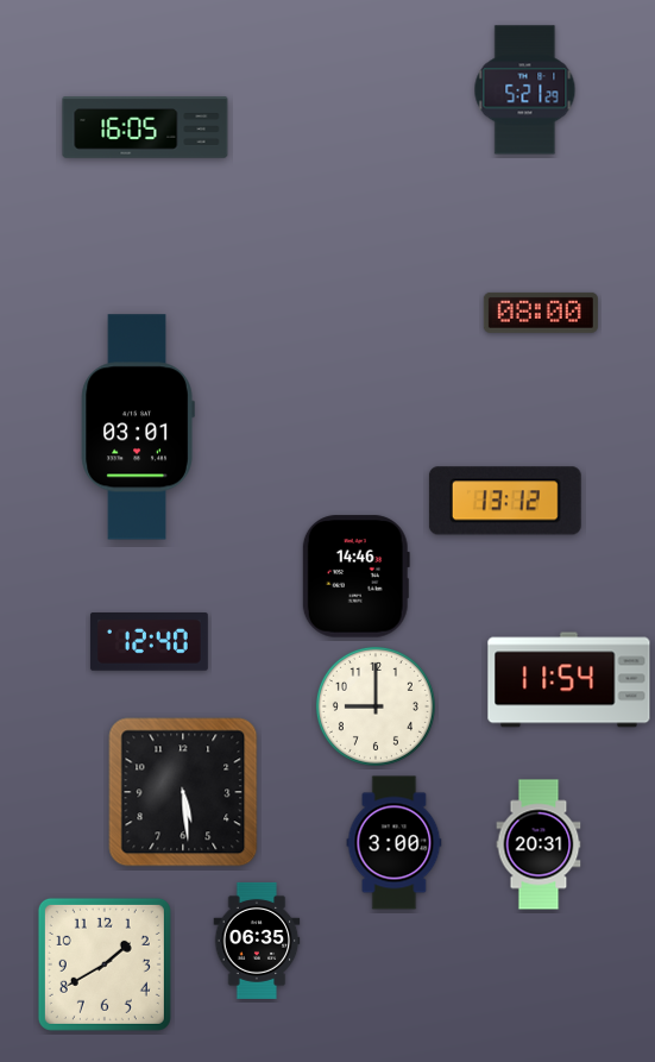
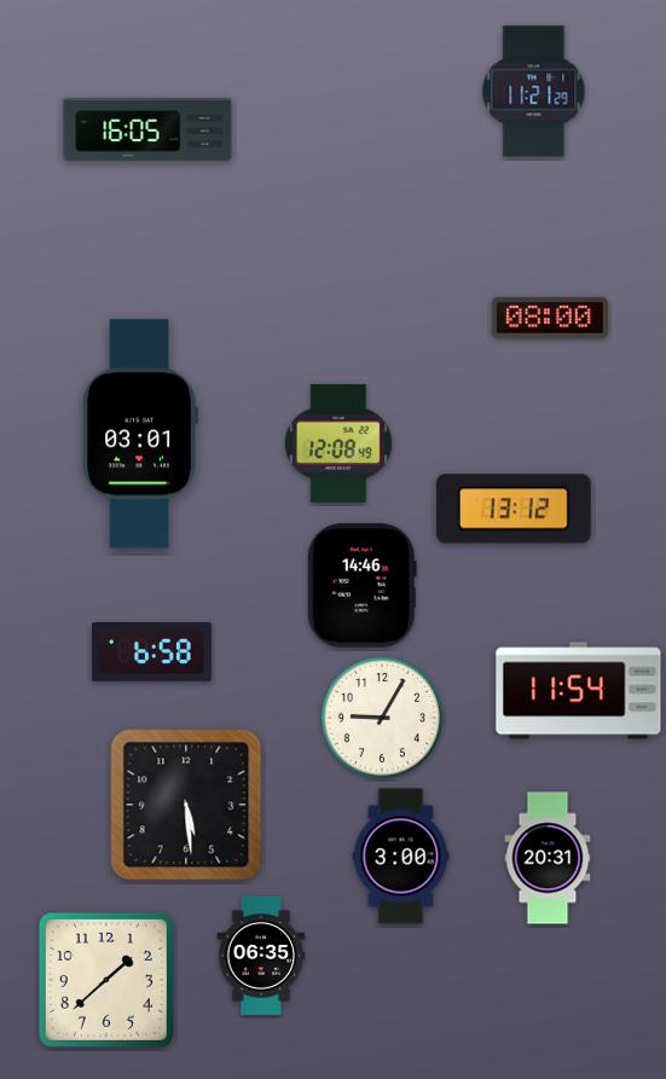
clock at (525, 90): 5:21 -> 11:21
clock at (338, 443): none -> 12:08
clock at (149, 642): 12:40 -> 6:58
clock at (376, 706): 9:00 -> 9:05
clock at (105, 964): 1:40 -> 1:38
